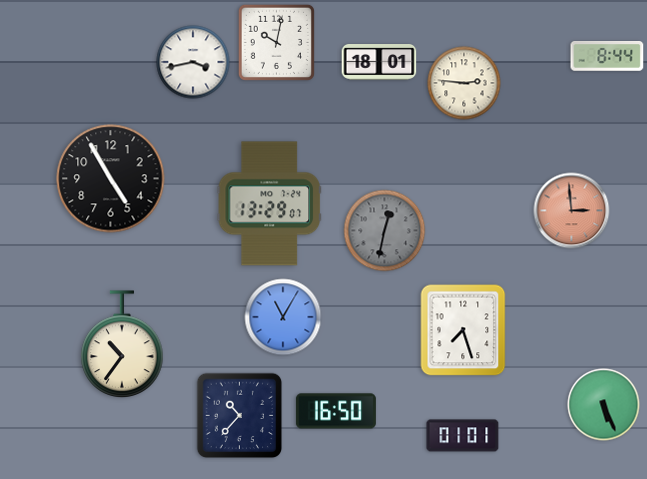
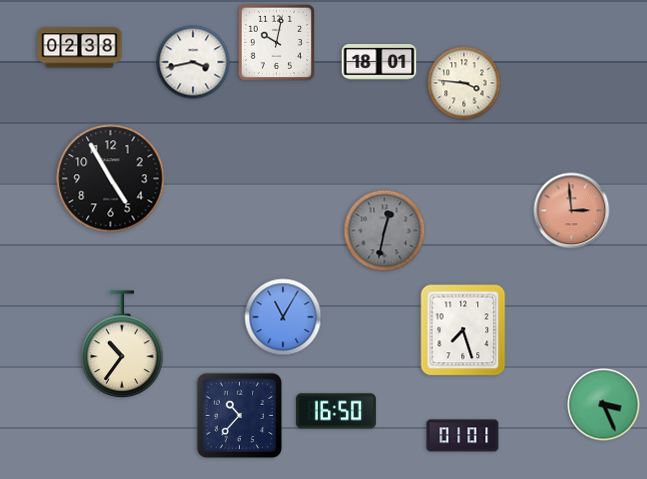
clock at (80, 48): none -> 02:38
clock at (607, 57): 8:44 -> none
clock at (464, 83): 2:46 -> 3:46
clock at (269, 204): 13:29 -> none
clock at (604, 405): 5:26 -> 3:26
